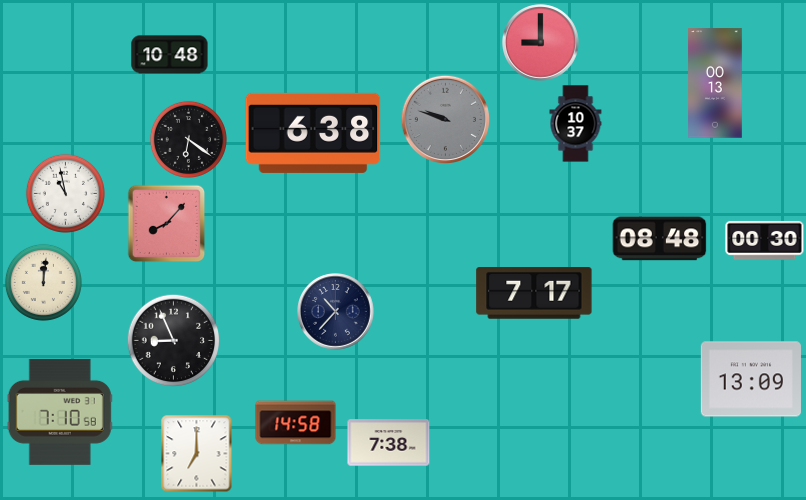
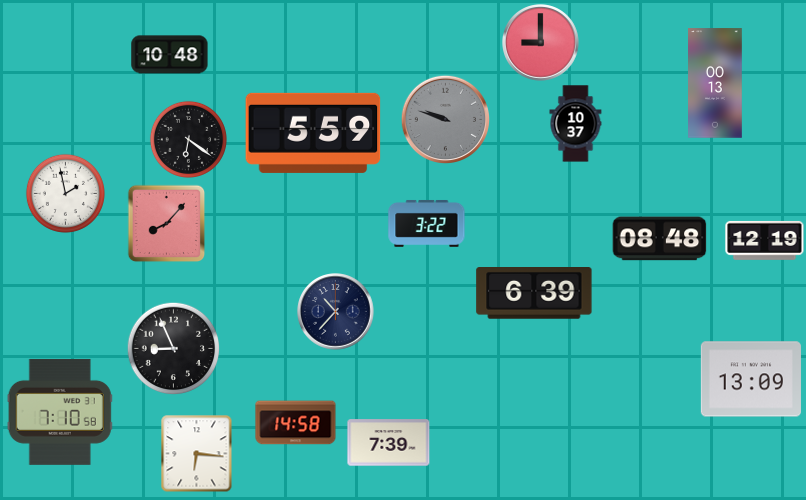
clock at (313, 133): 6:38 -> 5:59
clock at (65, 193): 10:58 -> 1:58
clock at (427, 223): none -> 3:22
clock at (765, 240): 00:30 -> 12:19
clock at (43, 282): 12:01 -> none
clock at (534, 294): 7:17 -> 6:39
clock at (173, 340) position: (173, 340) -> (173, 348)
clock at (389, 443): 7:38 -> 7:39
clock at (197, 453): 7:00 -> 6:16
